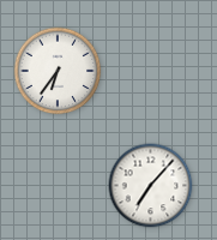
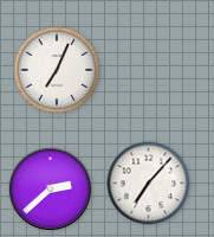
clock at (58, 71): 6:36 -> 7:04
clock at (50, 188): none -> 2:38
